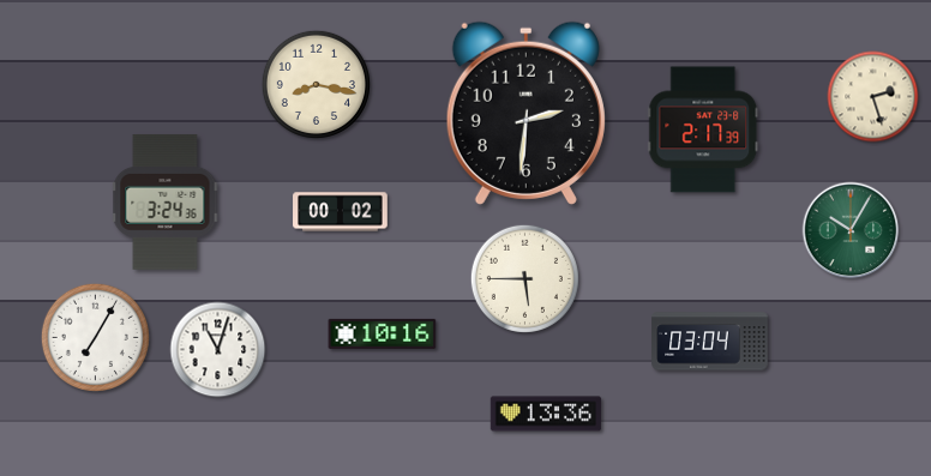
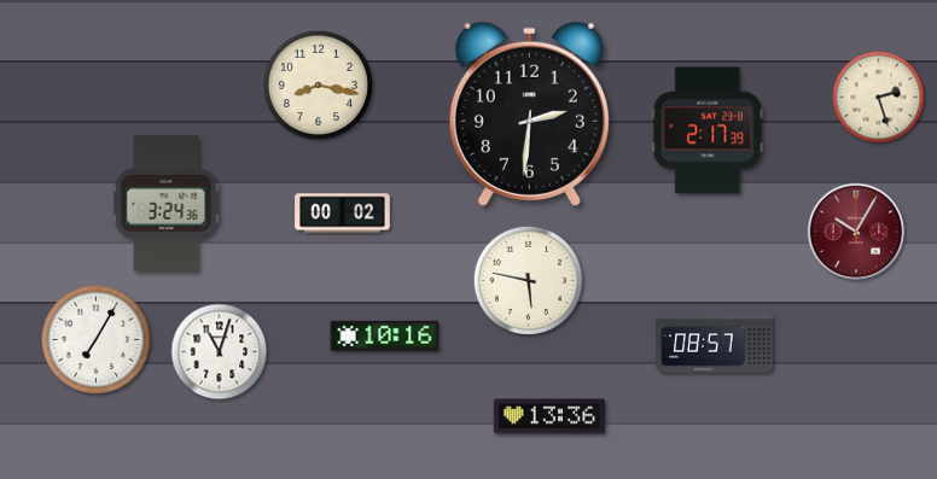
clock at (851, 230) dial: green -> burgundy
clock at (524, 278): 5:45 -> 5:47
clock at (710, 342): 03:04 -> 08:57
